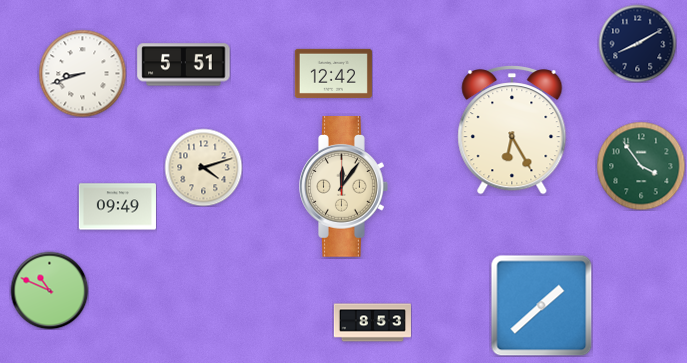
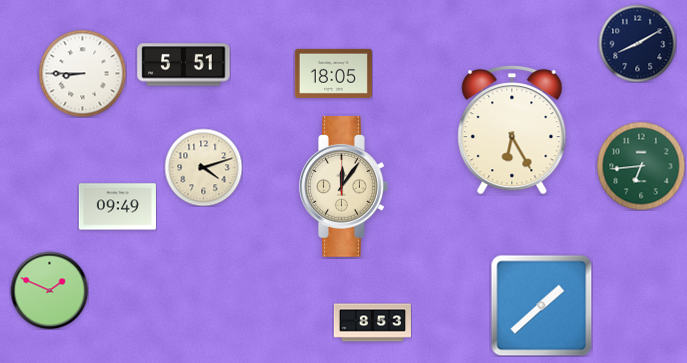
clock at (82, 73): 8:42 -> 8:45
clock at (333, 73): 12:42 -> 18:05
clock at (641, 166): 3:54 -> 6:44
clock at (49, 290): 10:49 -> 1:49
